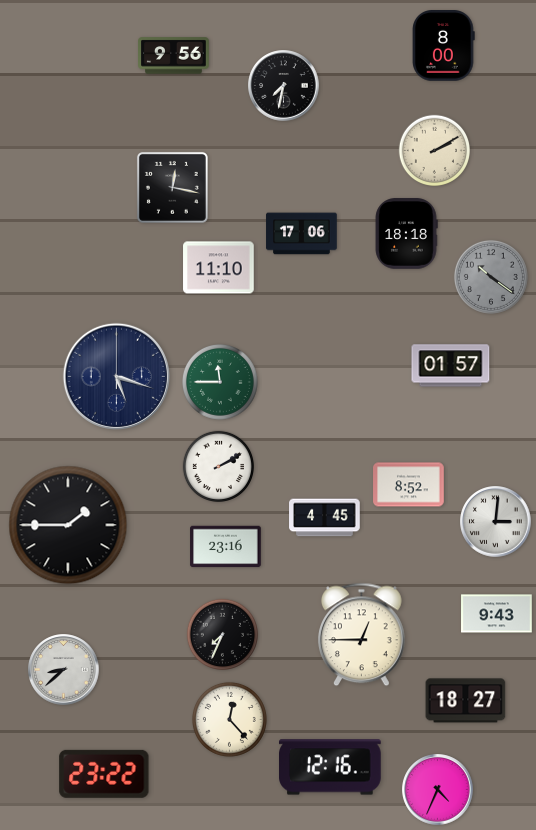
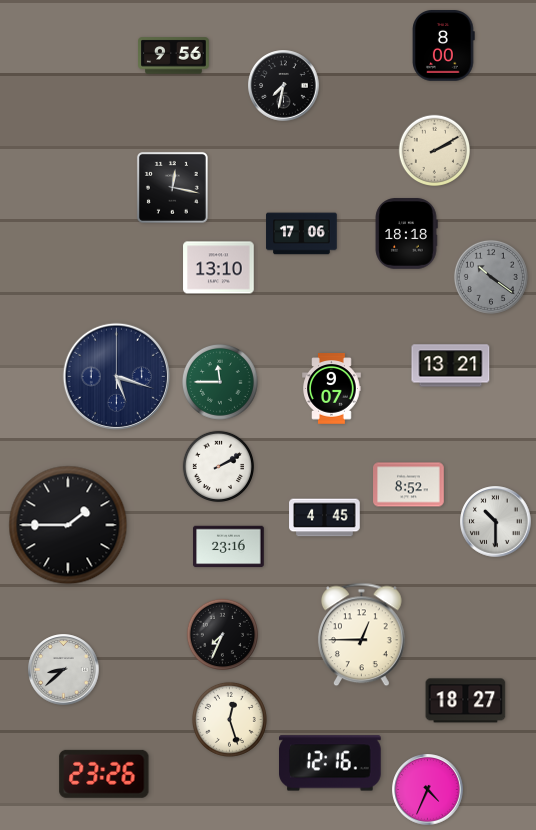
clock at (219, 268): 11:10 -> 13:10
clock at (451, 366): 01:57 -> 13:21
clock at (332, 389): none -> 9:07
clock at (496, 522): 3:01 -> 10:30
clock at (226, 547) position: (226, 547) -> (229, 547)
clock at (497, 614): 9:43 -> none
clock at (229, 719): 12:23 -> 12:27
clock at (331, 767) position: (331, 767) -> (331, 763)
clock at (104, 774): 23:22 -> 23:26
clock at (438, 790) position: (438, 790) -> (428, 790)
